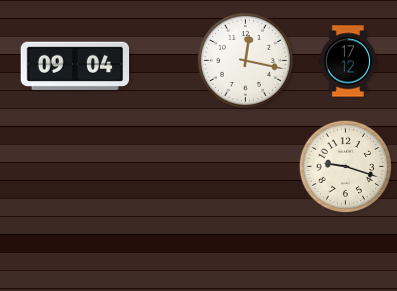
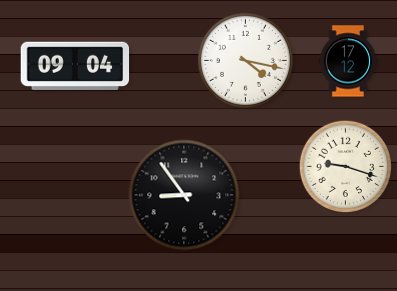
clock at (245, 60): 12:17 -> 4:17
clock at (184, 195): none -> 8:54
